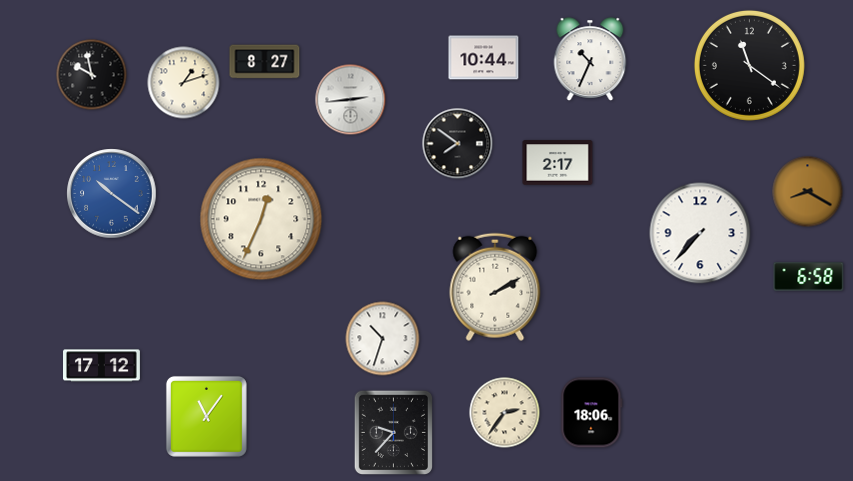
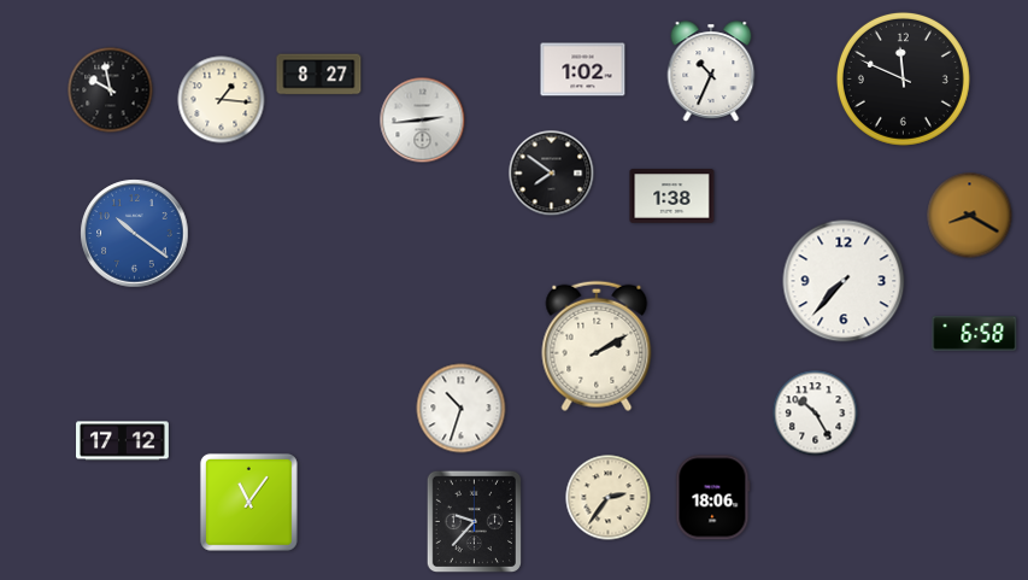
clock at (484, 58): 10:44 -> 1:02
clock at (749, 65): 11:21 -> 11:49
clock at (184, 83): 1:12 -> 1:16
clock at (558, 163): 2:17 -> 1:38
clock at (808, 192) position: (808, 192) -> (970, 216)
clock at (261, 219): 12:34 -> none
clock at (816, 414): none -> 10:25
